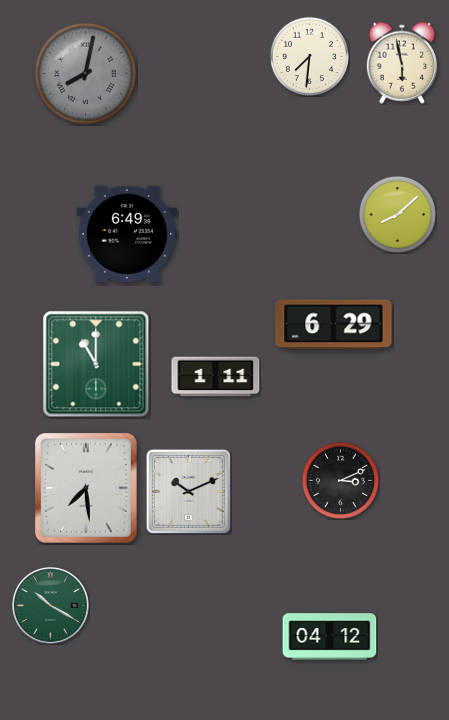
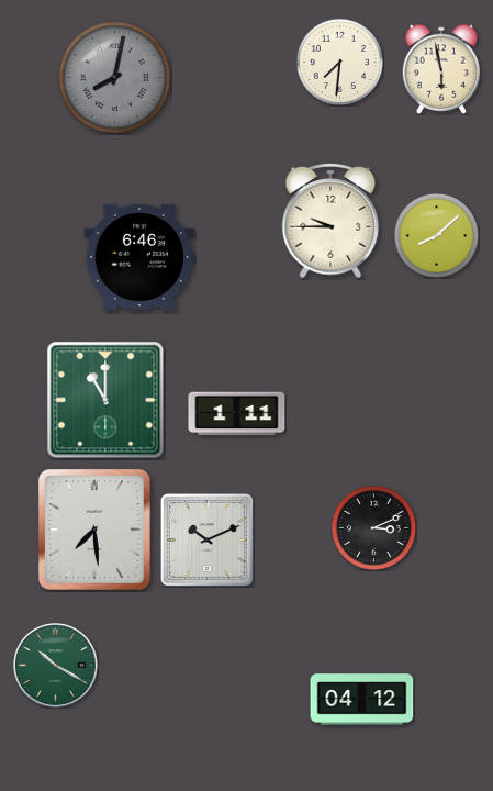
clock at (86, 74) position: (86, 74) -> (115, 78)
clock at (330, 221): none -> 9:45
clock at (127, 234): 6:49 -> 6:46
clock at (334, 325): 6:29 -> none
clock at (86, 488) position: (86, 488) -> (94, 530)
